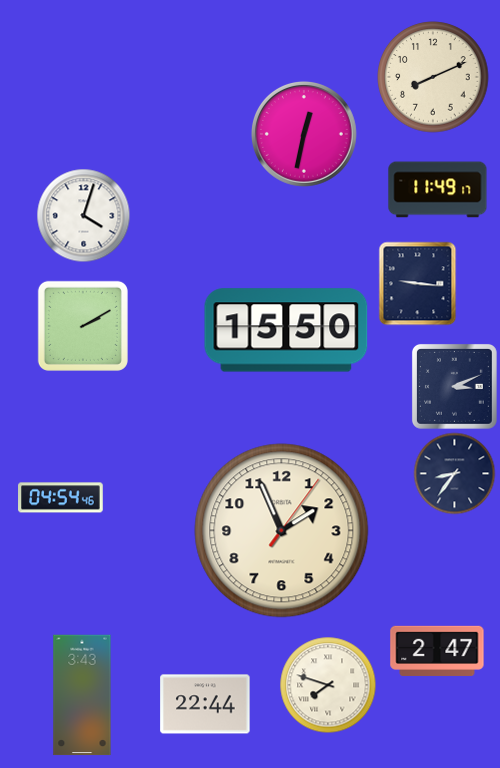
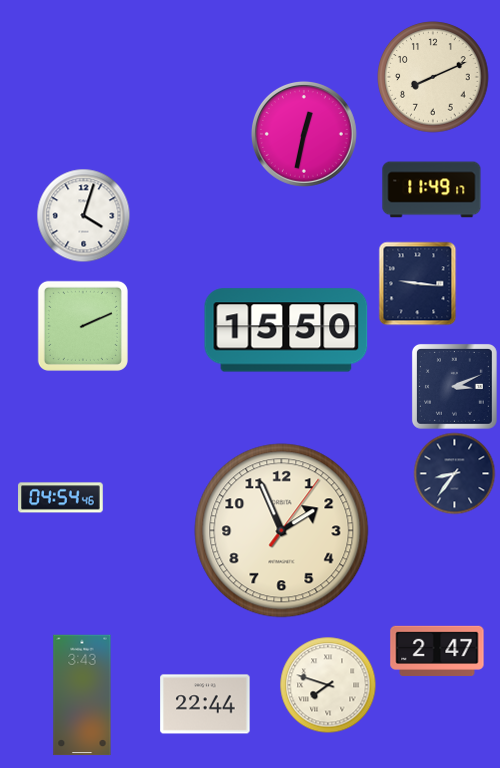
clock at (438, 190) position: (438, 190) -> (432, 190)
clock at (83, 326): 2:10 -> 2:11
